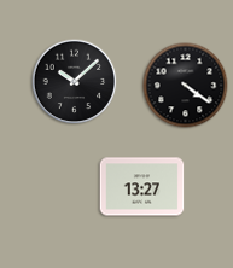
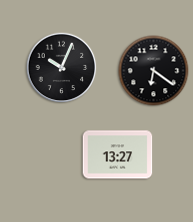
clock at (75, 82): 10:08 -> 10:04
clock at (186, 86): 4:21 -> 6:21
